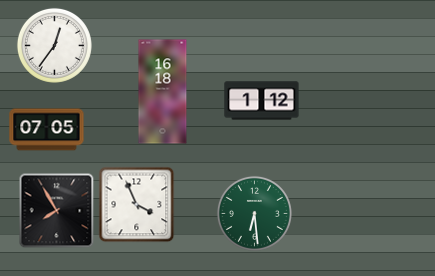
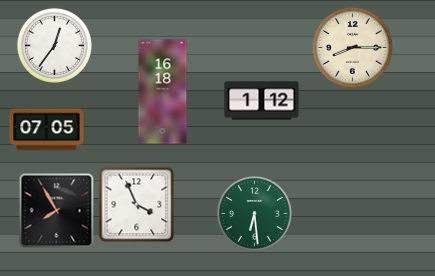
clock at (352, 47): none -> 8:15
